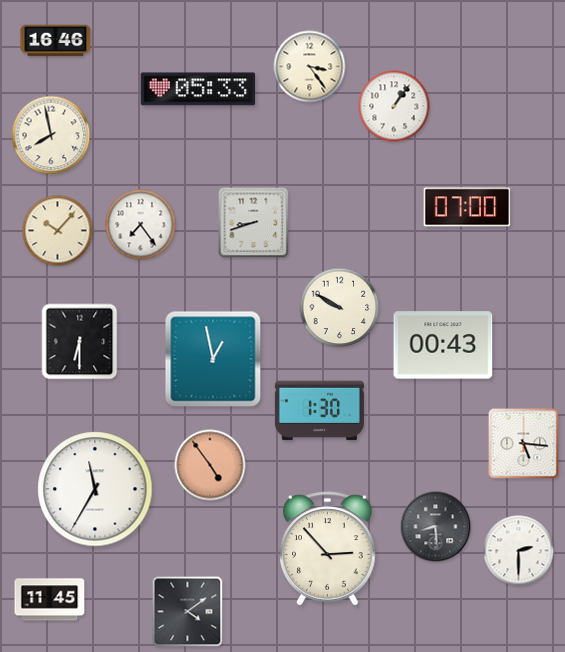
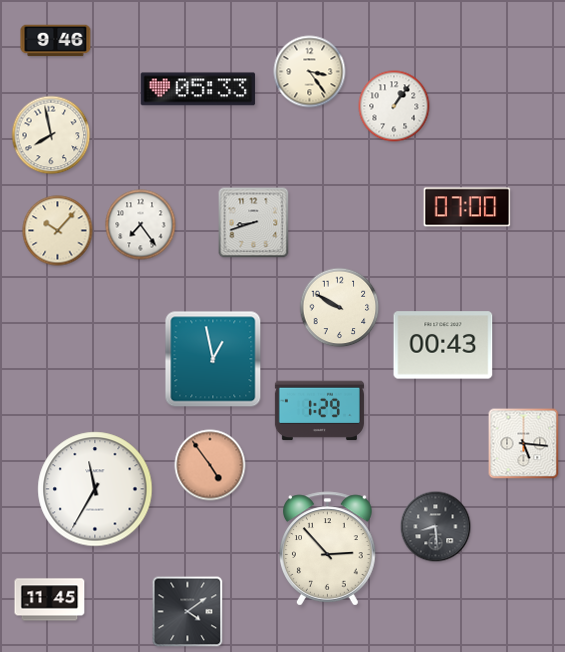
clock at (56, 41): 16:46 -> 9:46
clock at (310, 67) position: (310, 67) -> (310, 72)
clock at (80, 342): 6:30 -> none
clock at (319, 411): 1:30 -> 1:29
clock at (519, 551): 2:30 -> none
